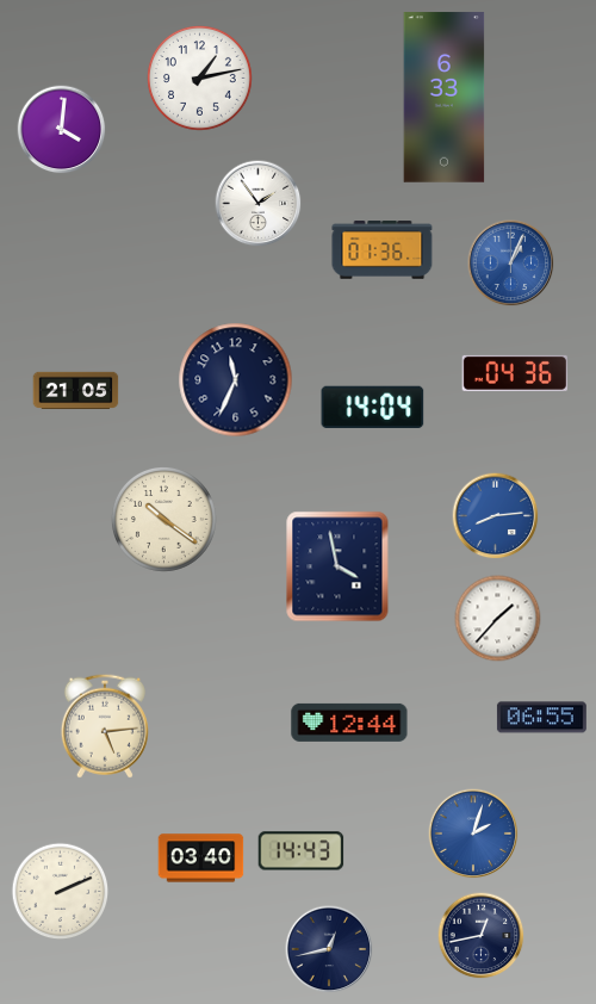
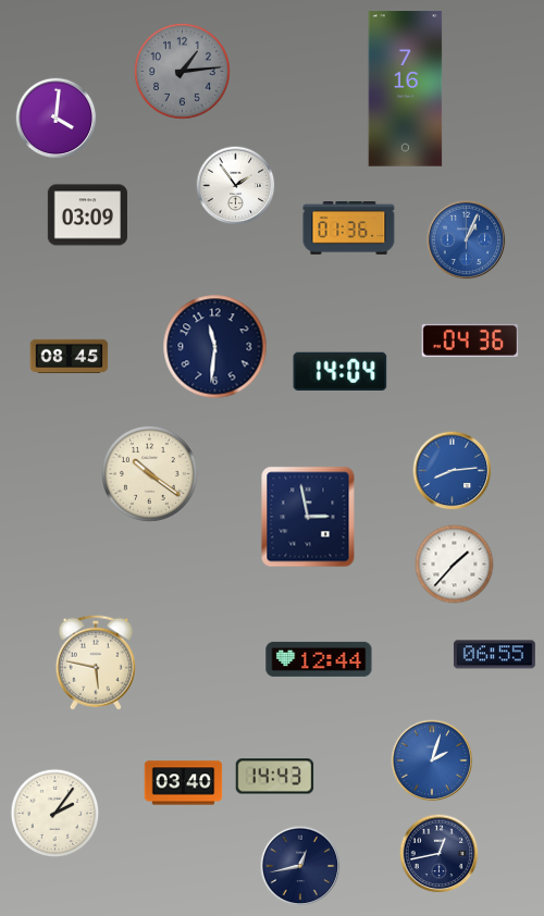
clock at (200, 79): 1:13 -> 1:14
clock at (200, 79) dial: white -> grey
clock at (445, 98): 6:33 -> 7:16
clock at (87, 215): none -> 03:09
clock at (236, 380): 11:34 -> 11:31
clock at (76, 391): 21:05 -> 08:45
clock at (337, 566): 3:58 -> 2:58
clock at (105, 726): 5:14 -> 5:47
clock at (61, 892): 2:11 -> 2:06
